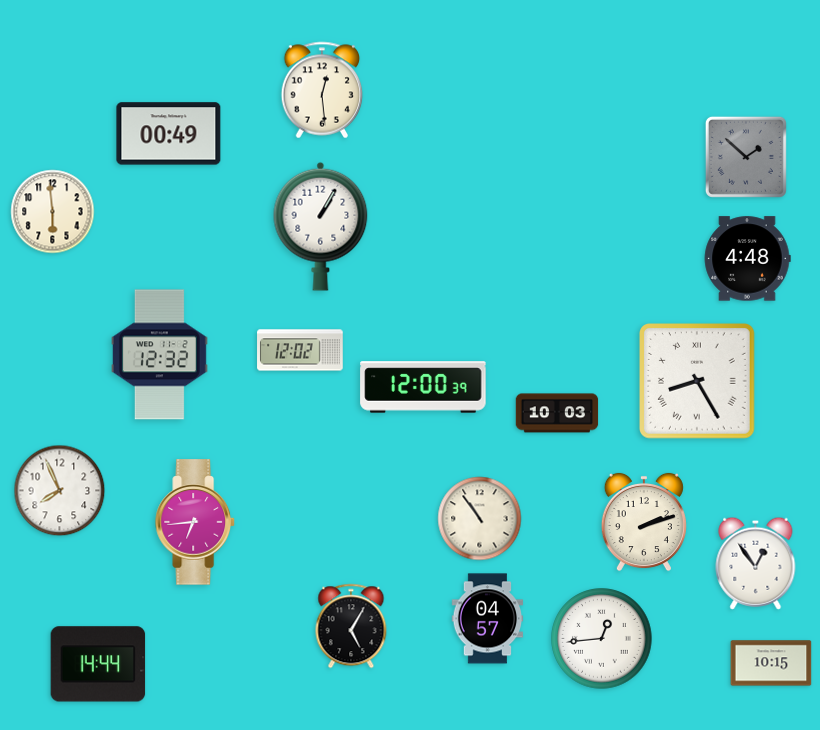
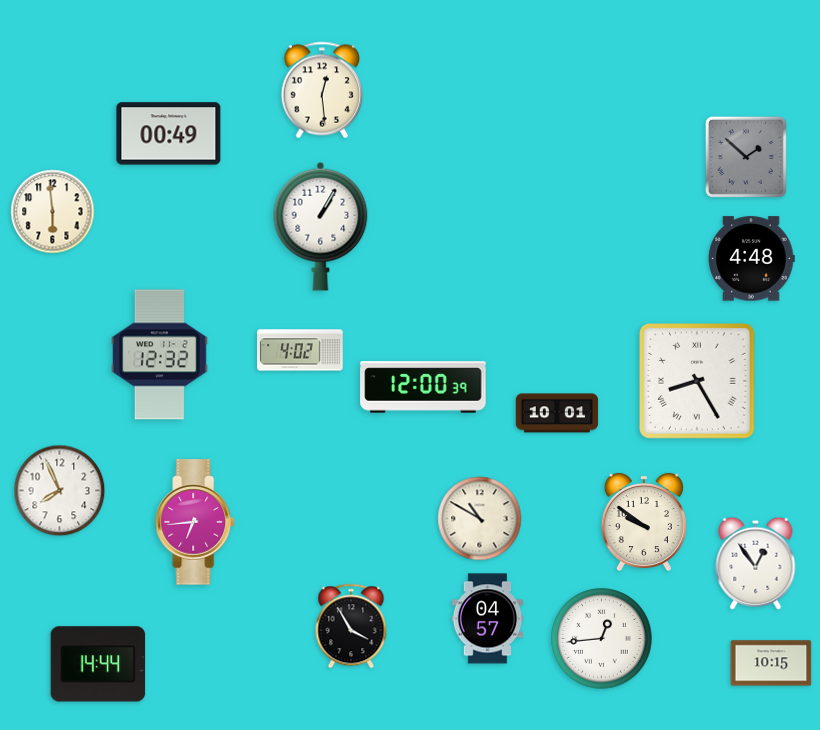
clock at (747, 259) position: (747, 259) -> (751, 259)
clock at (300, 350): 12:02 -> 4:02
clock at (557, 413): 10:03 -> 10:01
clock at (480, 519): 10:54 -> 10:50
clock at (644, 522): 2:12 -> 9:51
clock at (351, 626): 5:05 -> 3:55
